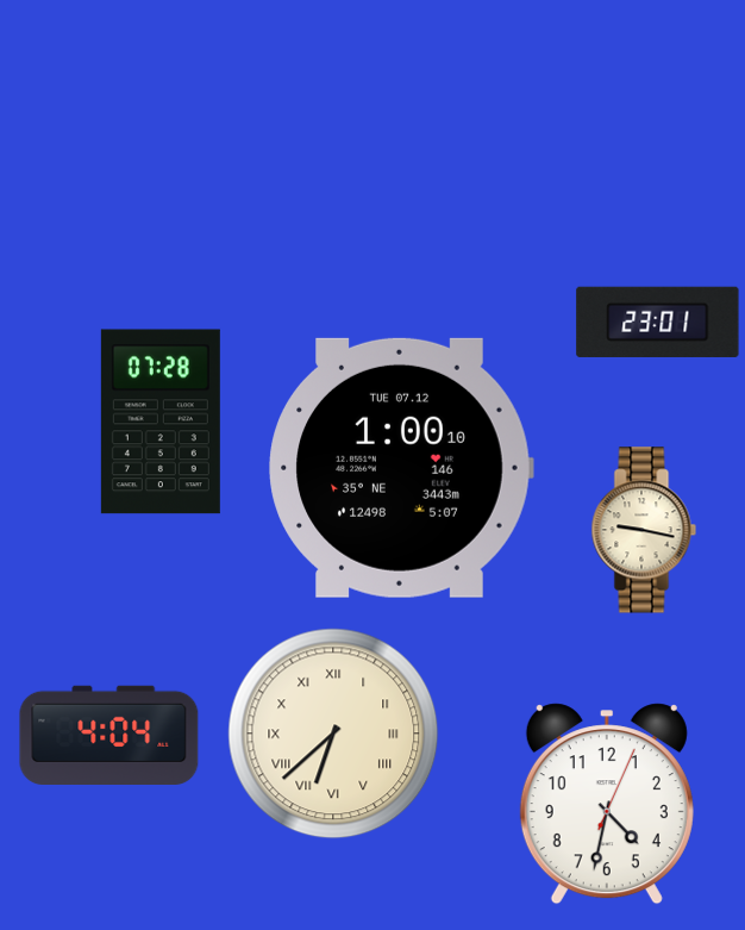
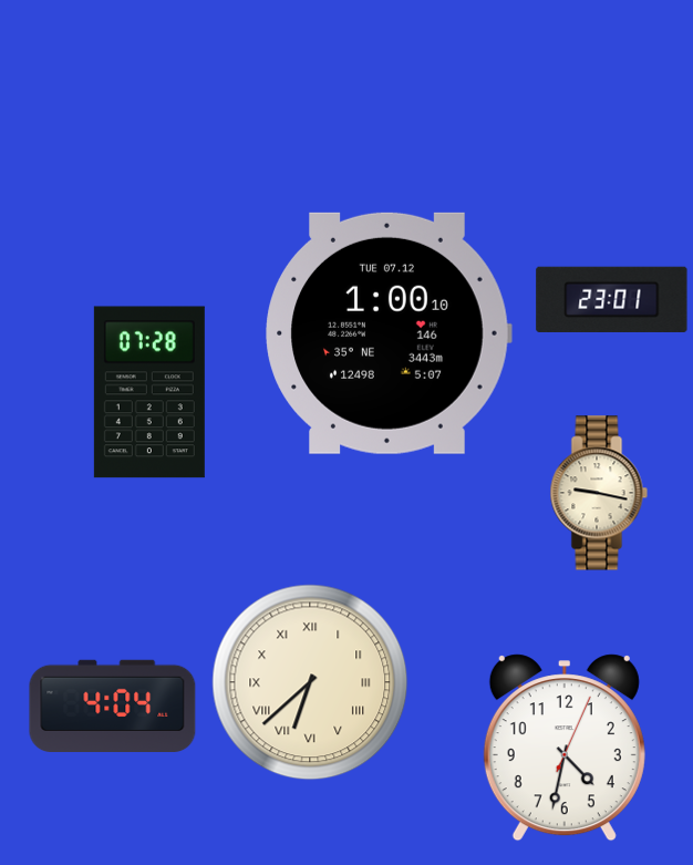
clock at (401, 468) position: (401, 468) -> (389, 333)
clock at (109, 735) position: (109, 735) -> (113, 706)
